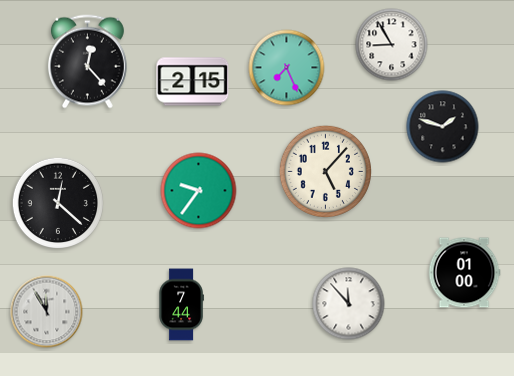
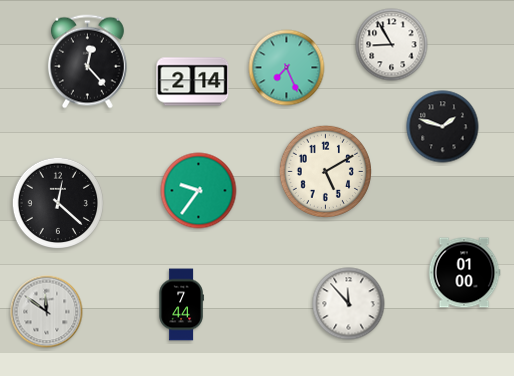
clock at (193, 82): 2:15 -> 2:14
clock at (325, 171): 5:07 -> 5:10
clock at (47, 312): 11:55 -> 11:51
